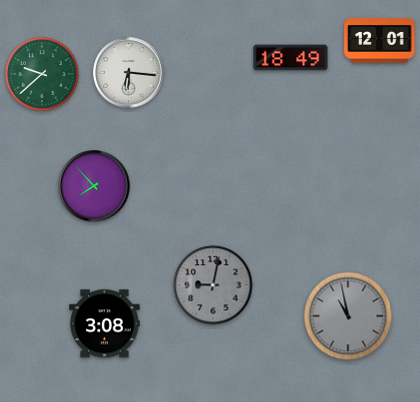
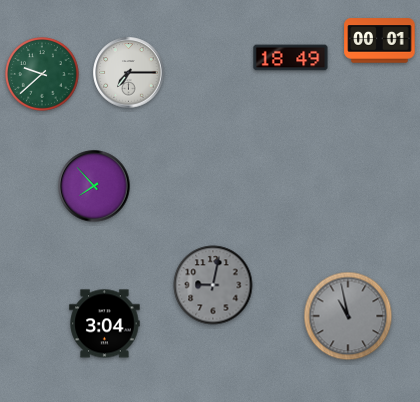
clock at (380, 41): 12:01 -> 00:01
clock at (129, 73): 6:16 -> 7:15
clock at (105, 324): 3:08 -> 3:04
